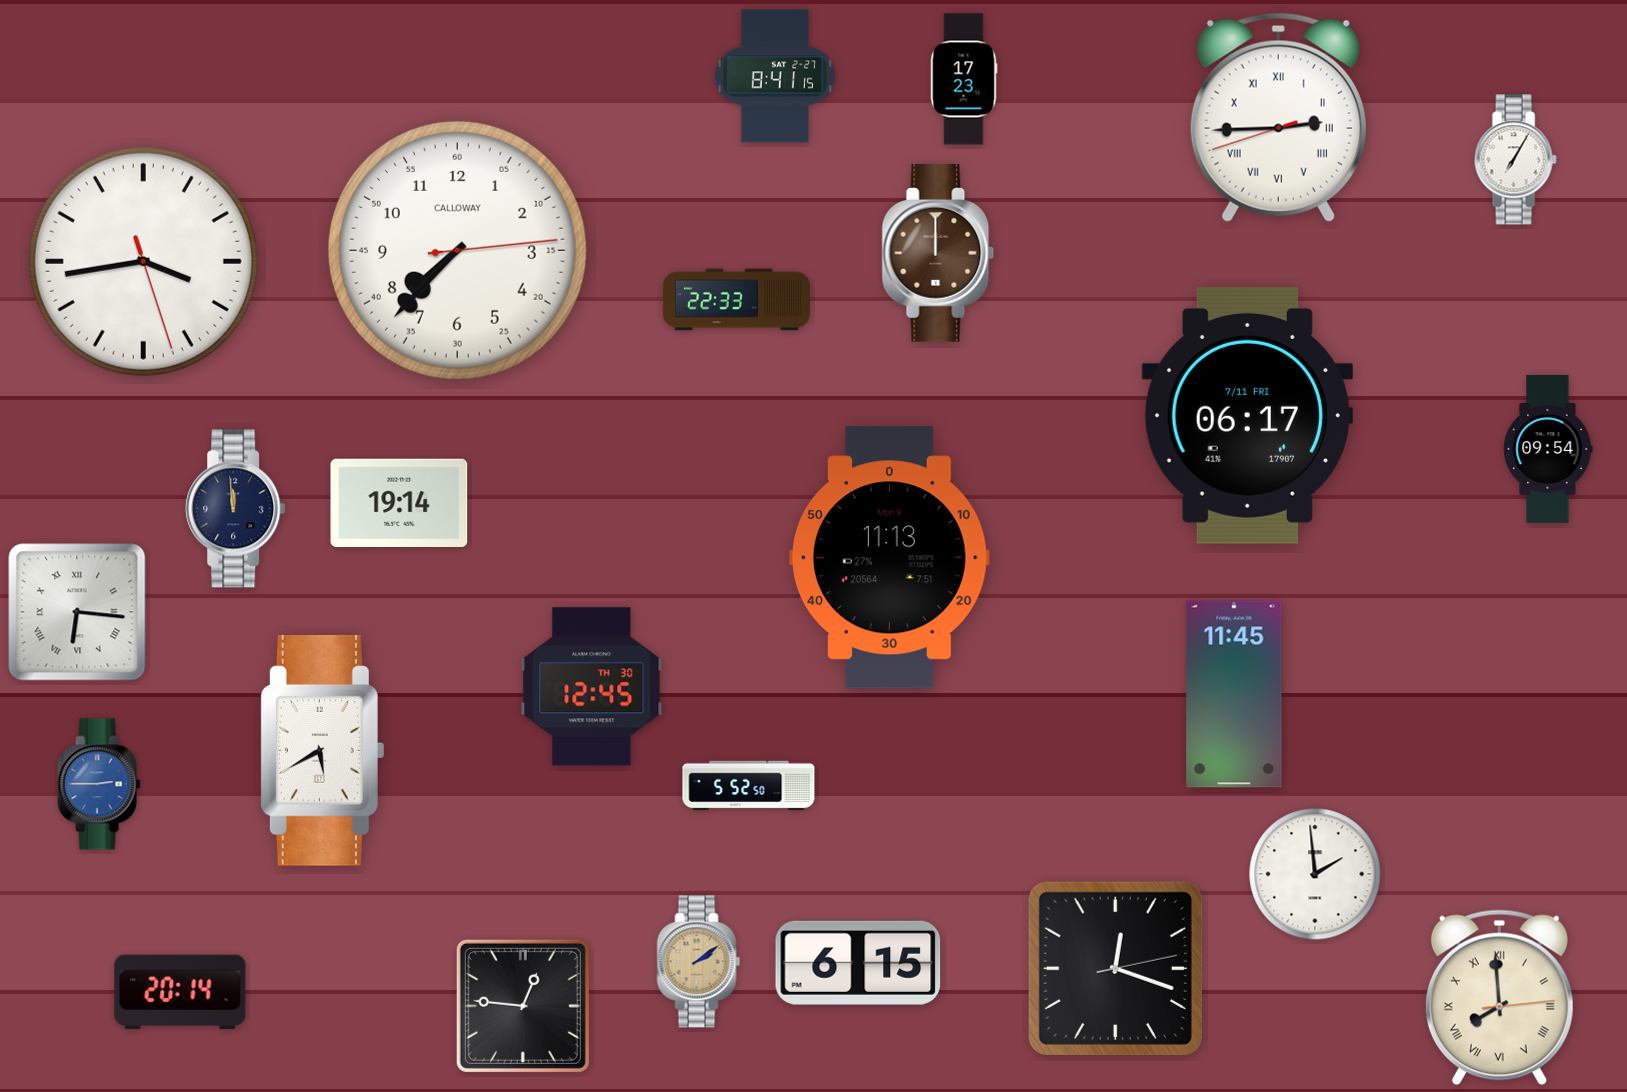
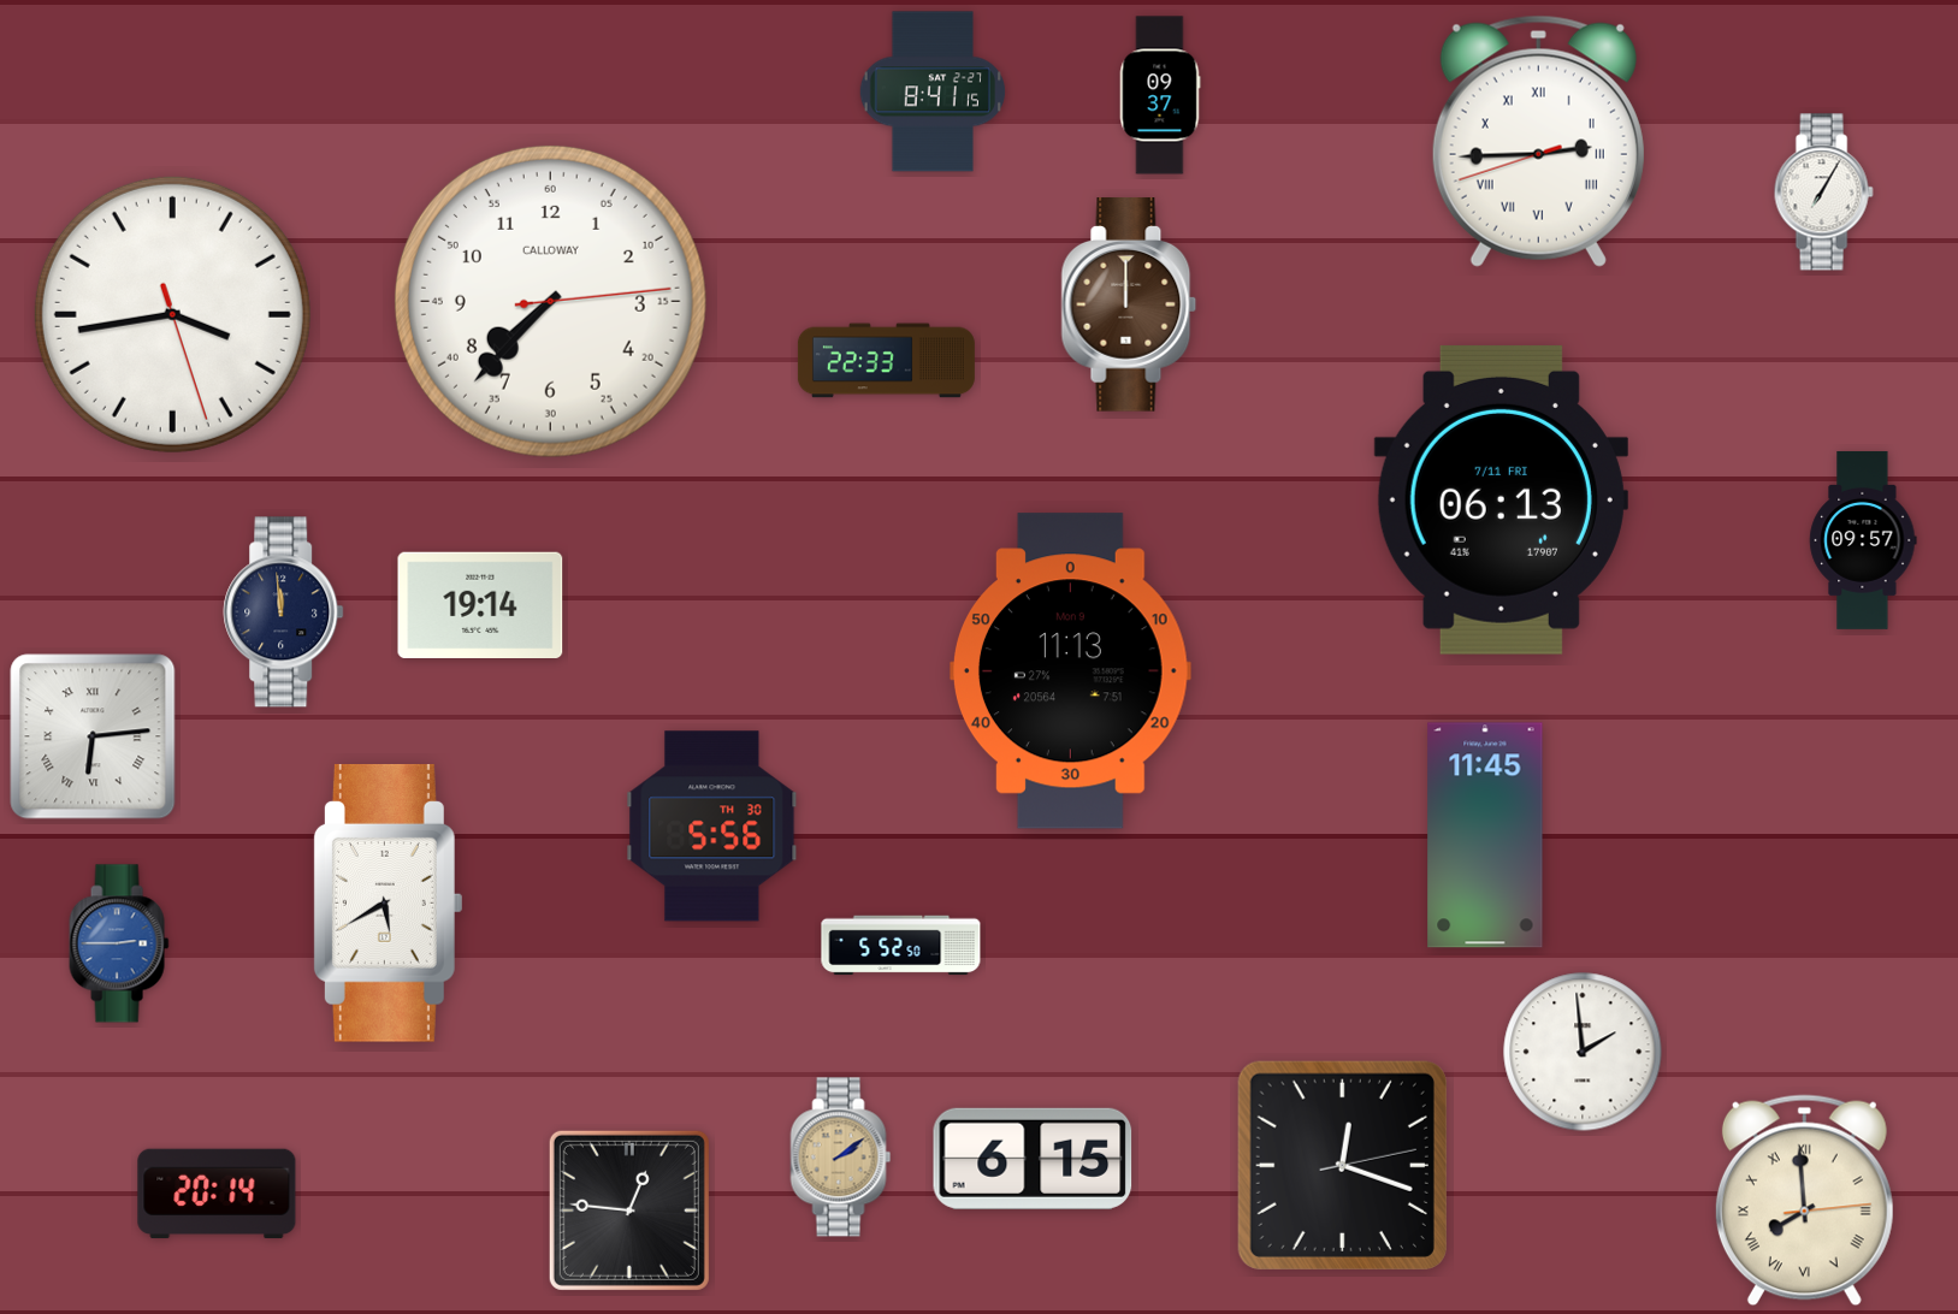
clock at (964, 79): 17:23 -> 09:37
clock at (1247, 415): 06:17 -> 06:13
clock at (1548, 449): 09:54 -> 09:57
clock at (77, 612): 6:16 -> 6:14
clock at (592, 687): 12:45 -> 5:56
